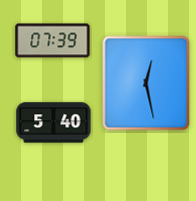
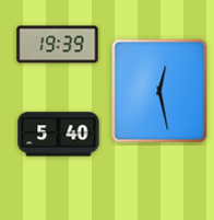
clock at (53, 41): 07:39 -> 19:39
